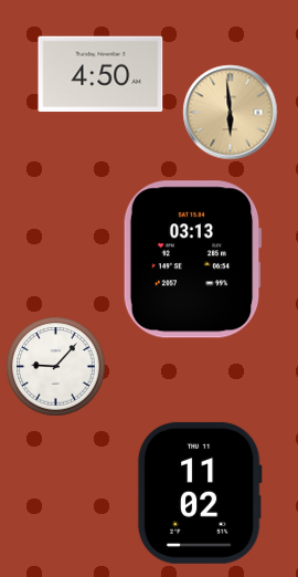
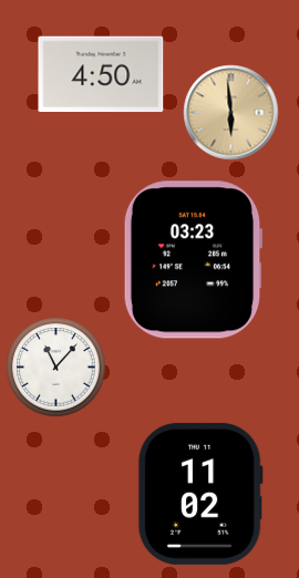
clock at (192, 260): 03:13 -> 03:23
clock at (56, 367): 9:07 -> 11:07
